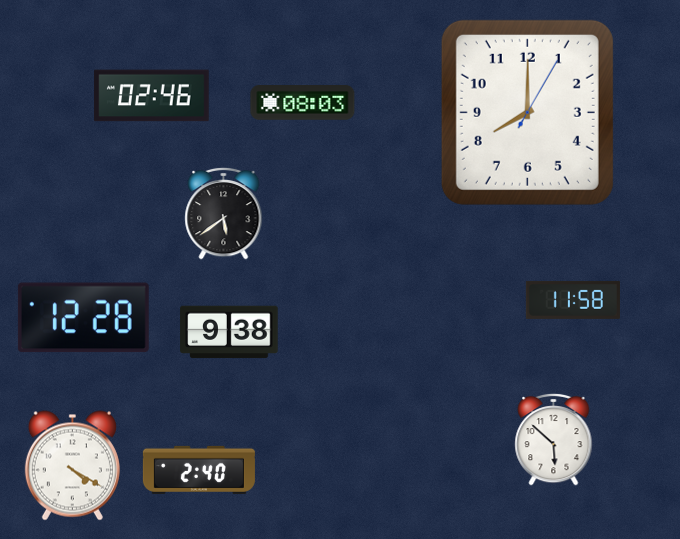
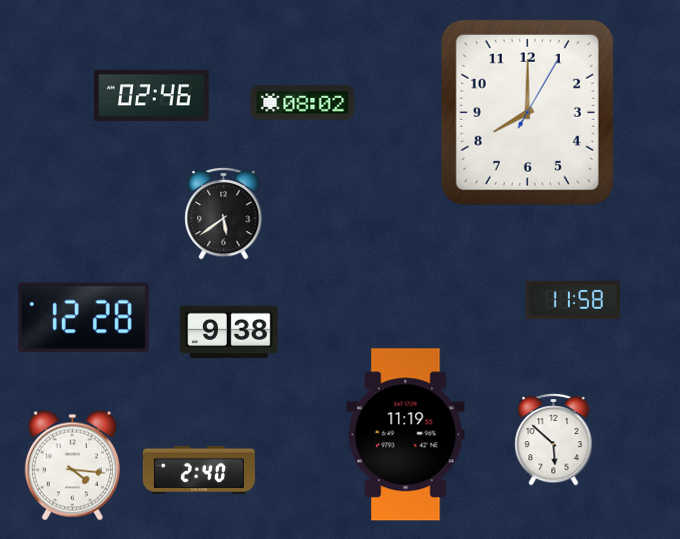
clock at (303, 103): 08:03 -> 08:02
clock at (406, 435): none -> 11:19
clock at (72, 466): 4:20 -> 4:16
